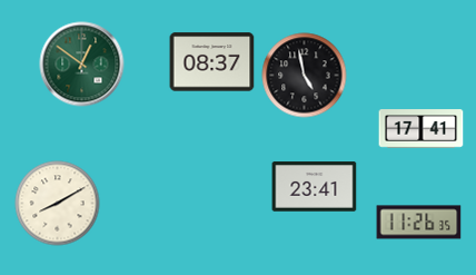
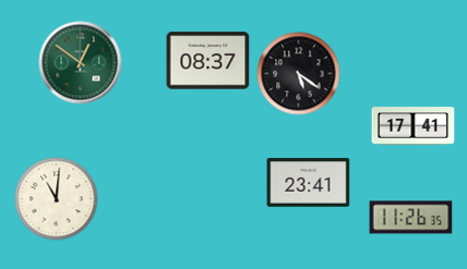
clock at (305, 76): 4:58 -> 5:21
clock at (58, 204): 8:10 -> 11:01
